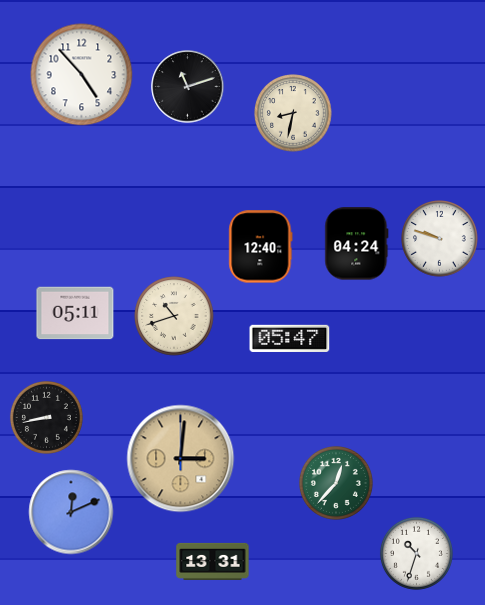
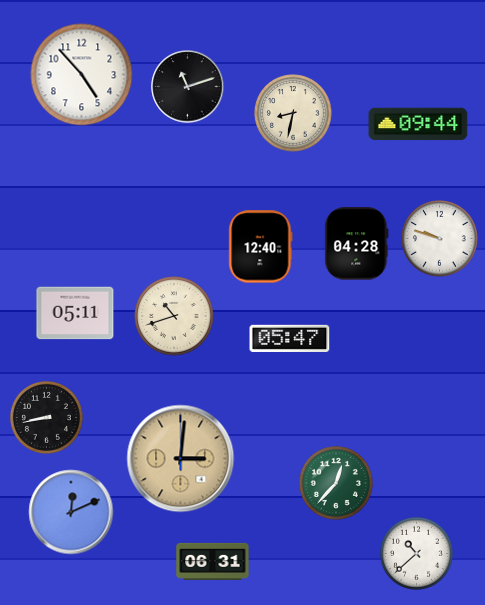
clock at (418, 124): none -> 09:44
clock at (357, 244): 04:24 -> 04:28
clock at (416, 553): 10:33 -> 10:38
clock at (213, 561): 13:31 -> 06:31
